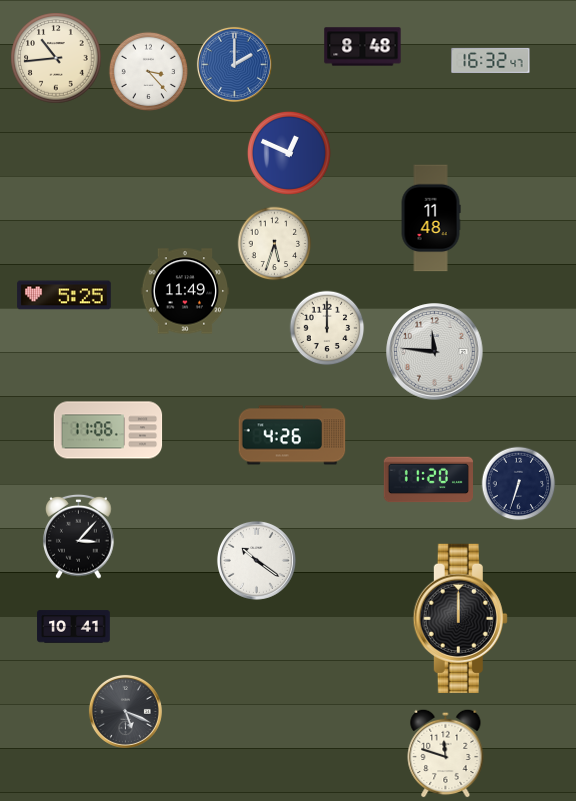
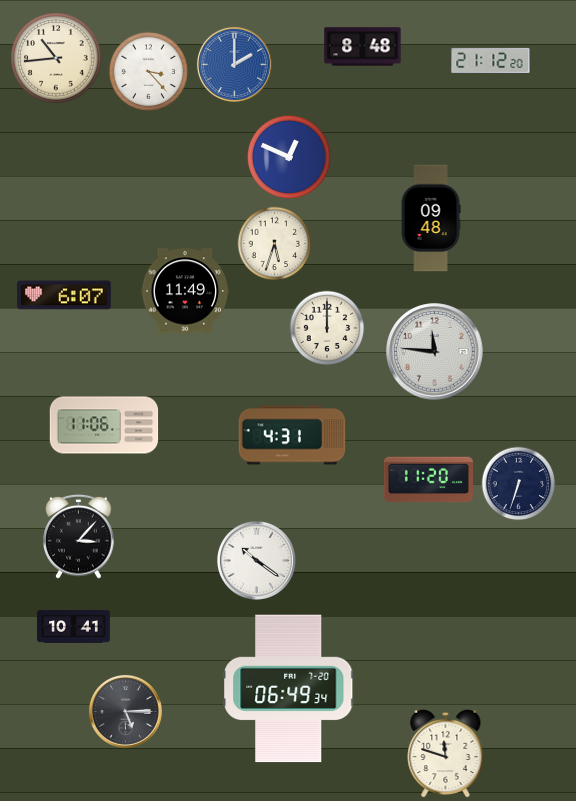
clock at (491, 60): 16:32 -> 21:12
clock at (289, 153) position: (289, 153) -> (289, 157)
clock at (431, 218): 11:48 -> 09:48
clock at (64, 295): 5:25 -> 6:07
clock at (108, 430) position: (108, 430) -> (104, 425)
clock at (292, 435): 4:26 -> 4:31
clock at (460, 618): 12:00 -> none
clock at (289, 689): none -> 06:49
clock at (125, 711): 5:19 -> 5:15
